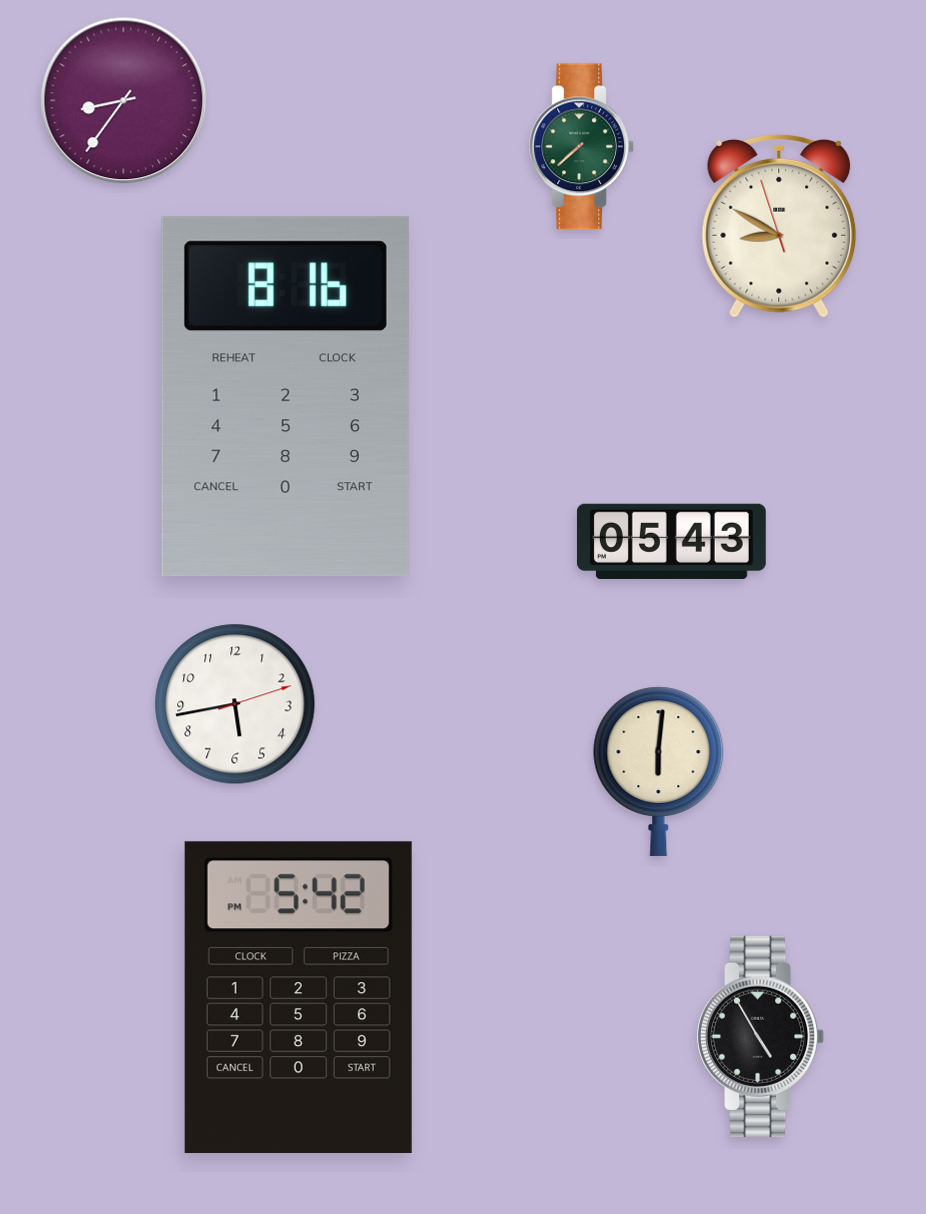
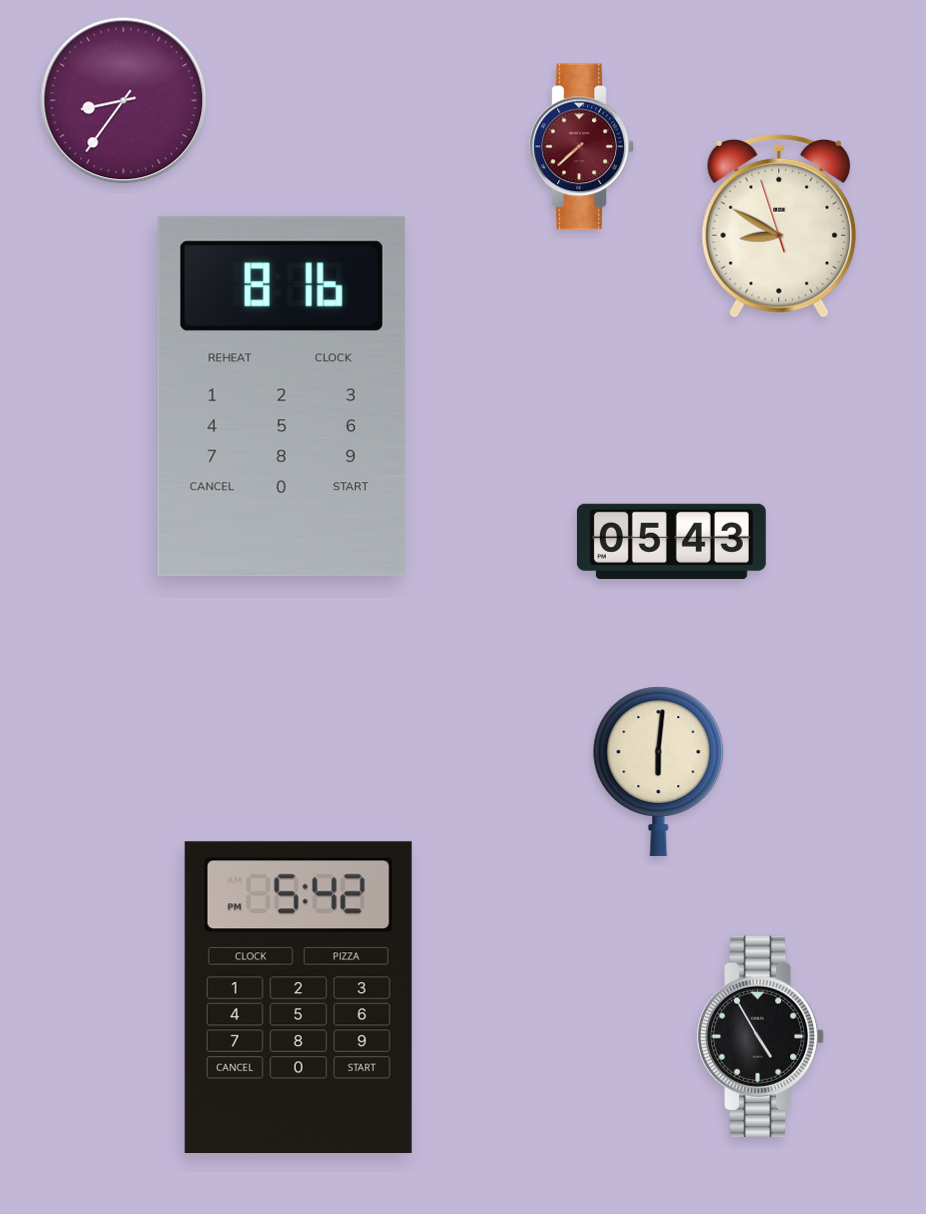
clock at (582, 147) dial: green -> burgundy
clock at (285, 397) position: (285, 397) -> (281, 397)
clock at (235, 704): 5:43 -> none
